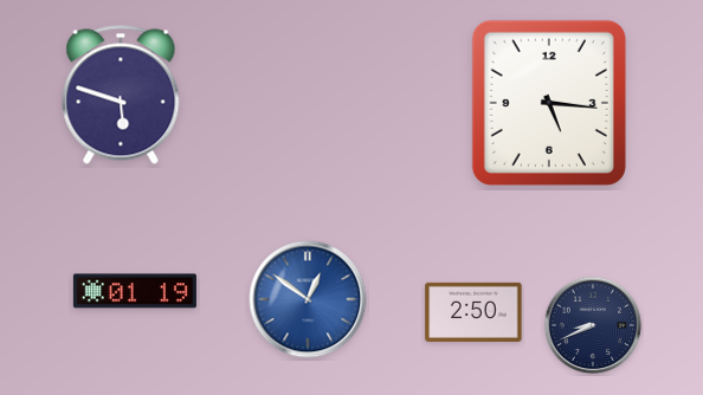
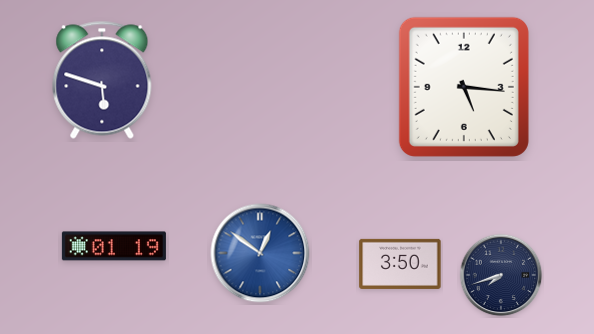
clock at (473, 312): 2:50 -> 3:50
clock at (593, 325): 8:41 -> 7:42
